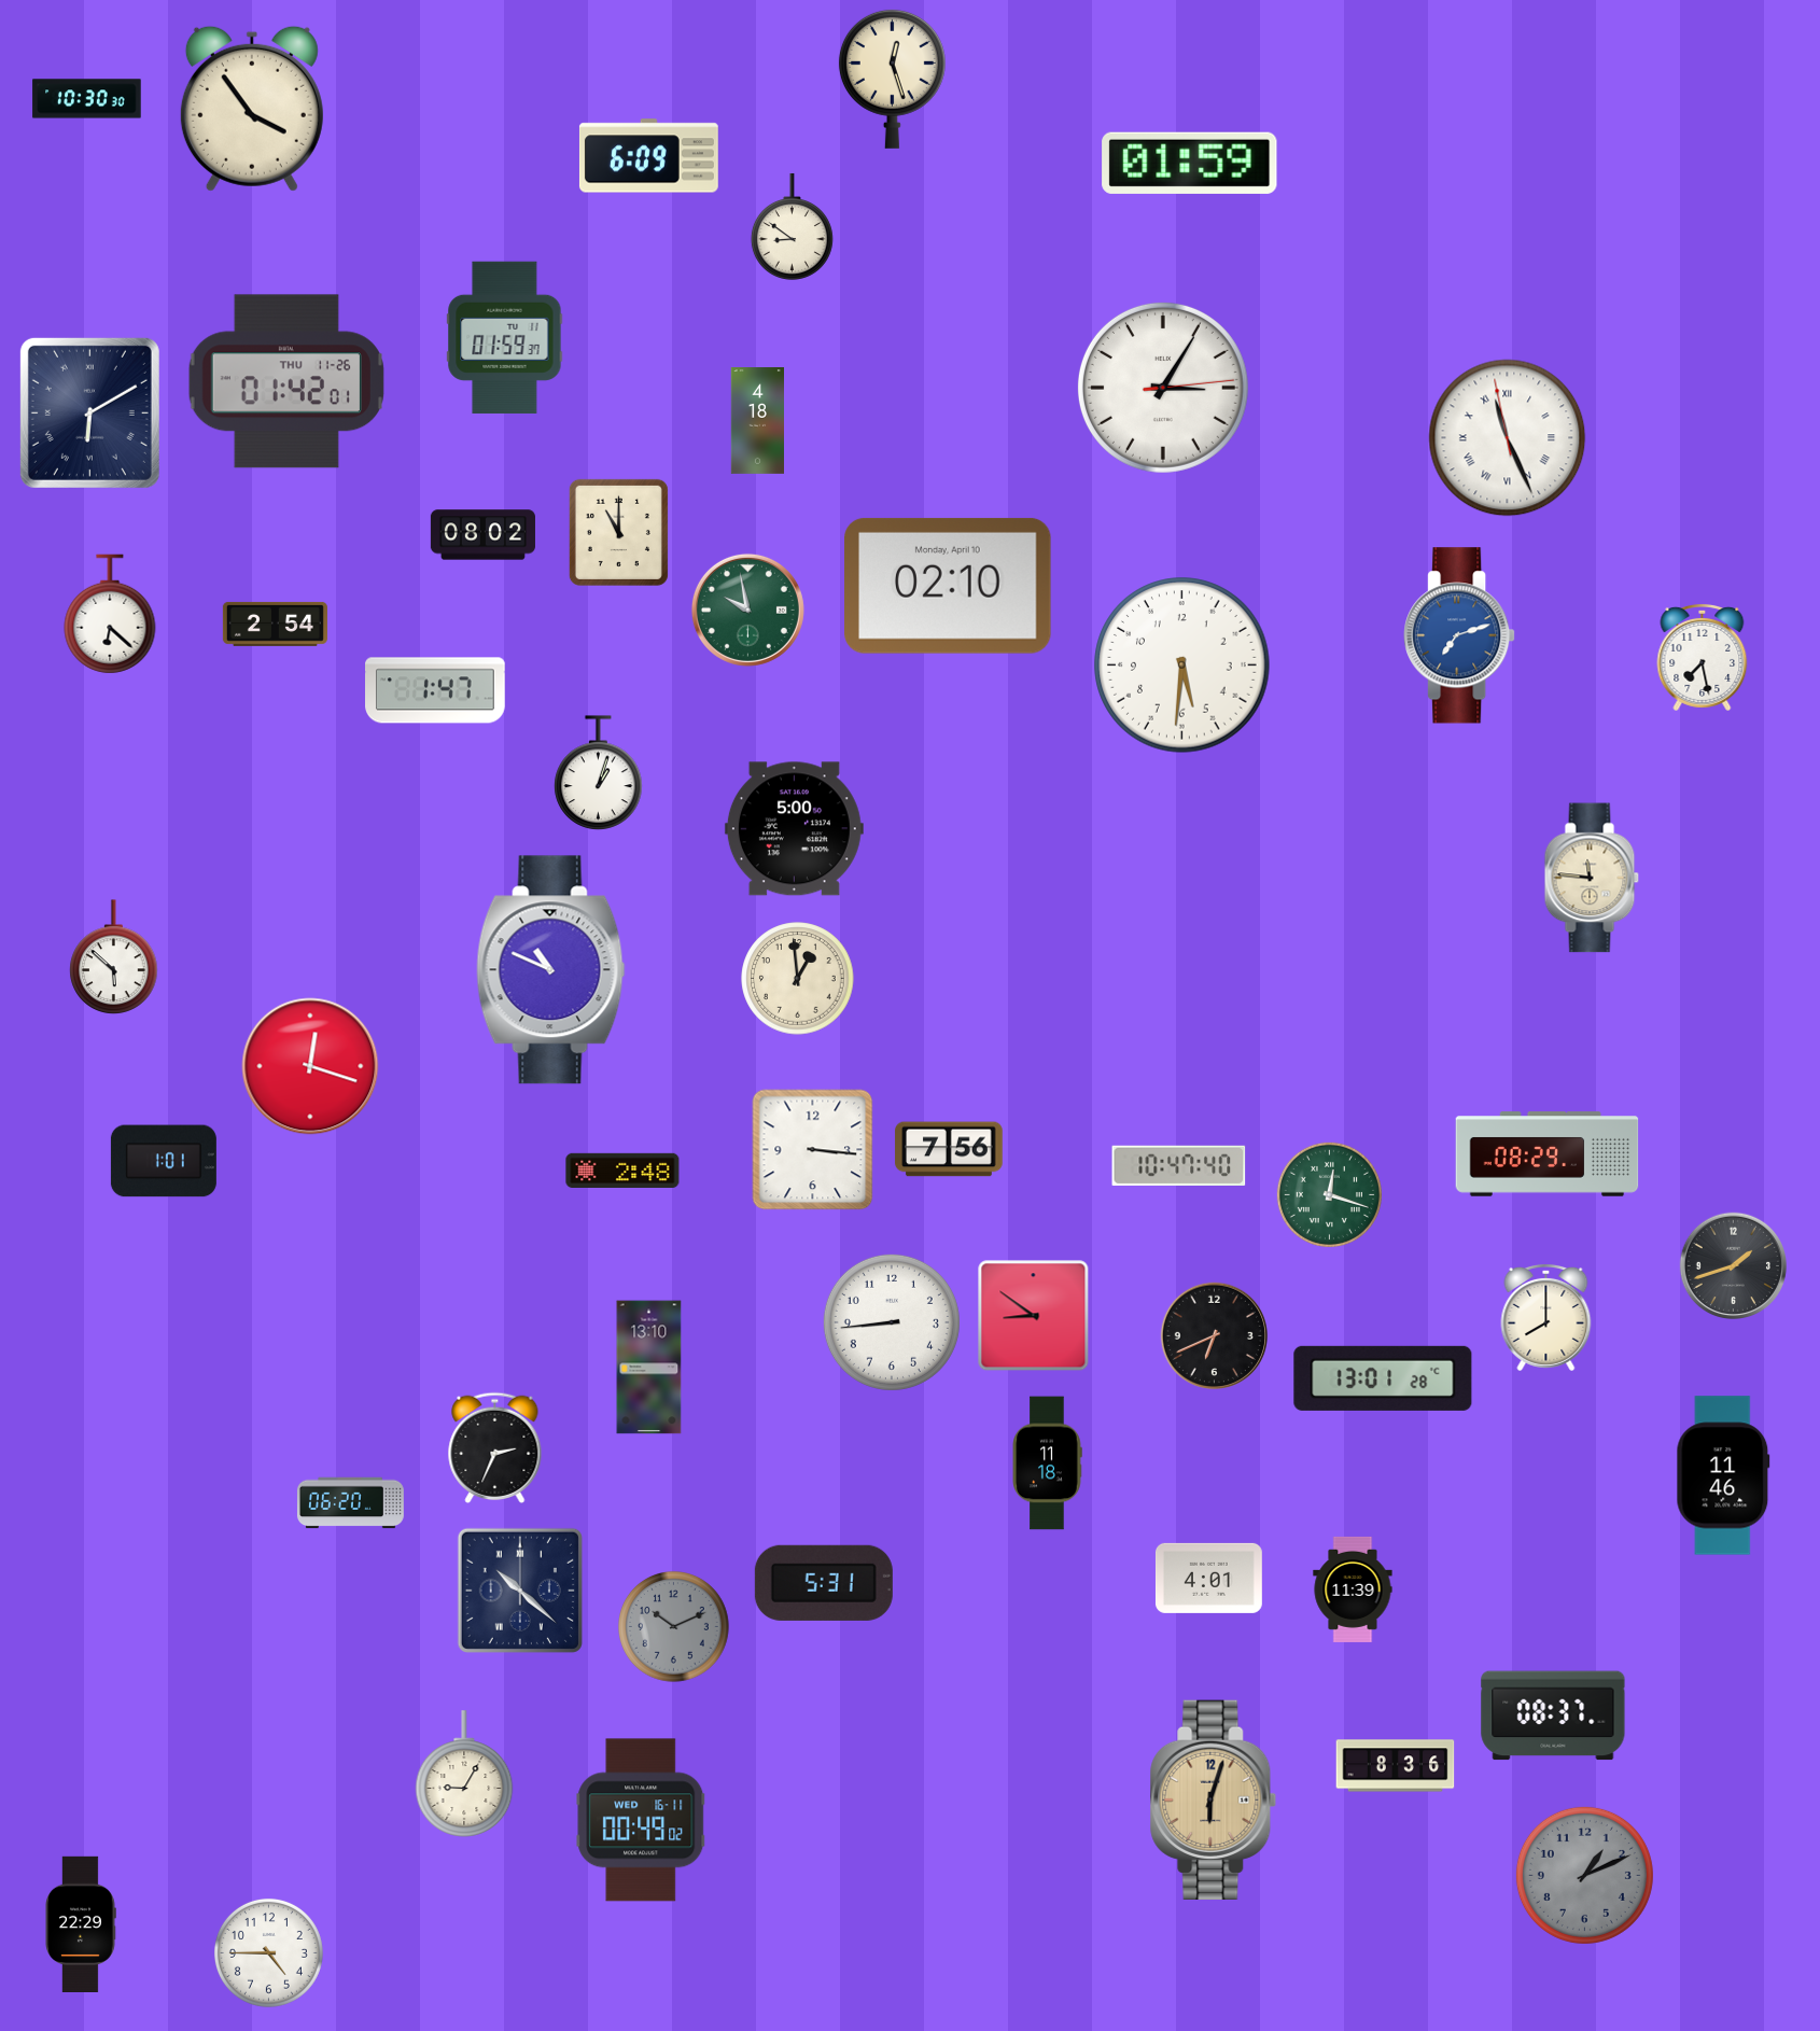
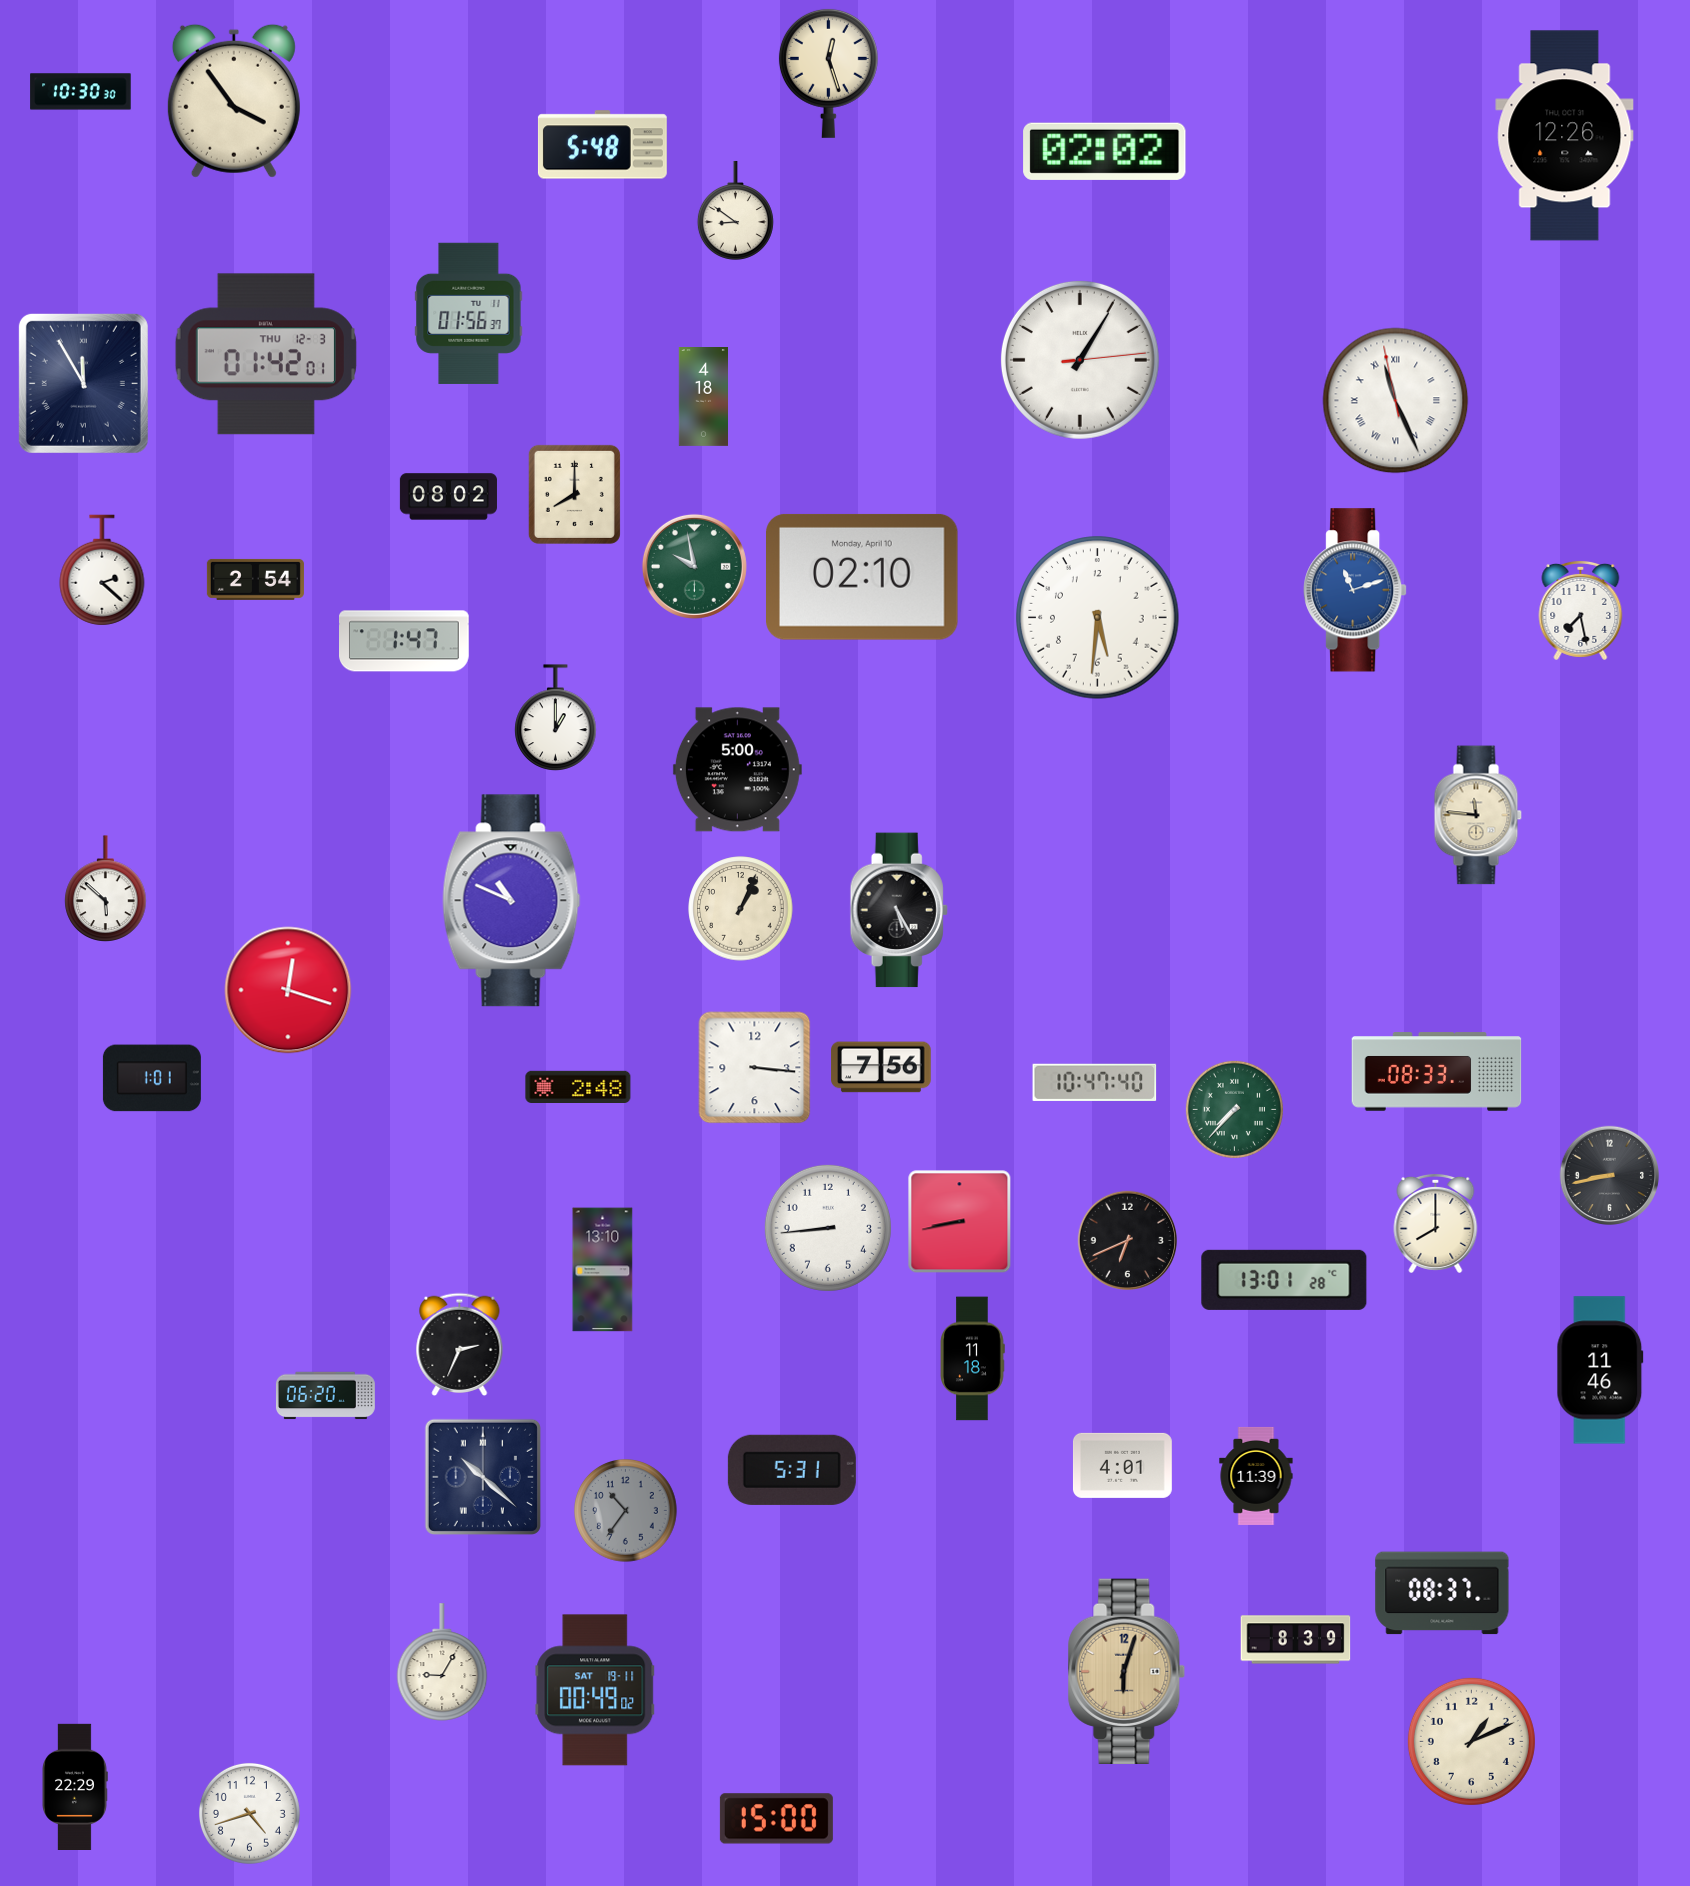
clock at (1565, 136): none -> 12:26
clock at (648, 156): 6:09 -> 5:48
clock at (1190, 163): 01:59 -> 02:02
clock at (505, 337): 01:59 -> 01:56
clock at (286, 381) date: THU 11-26 -> THU 12-3
clock at (1163, 388): 3:05 -> 1:05
clock at (89, 412): 6:10 -> 11:55
clock at (757, 421) position: (757, 421) -> (703, 397)
clock at (1508, 438) position: (1508, 438) -> (1396, 401)
clock at (618, 532): 11:00 -> 8:00
clock at (949, 586) position: (949, 586) -> (863, 577)
clock at (110, 614): 6:22 -> 2:22
clock at (1459, 635): 7:12 -> 11:12
clock at (599, 773): 1:03 -> 1:00
clock at (798, 979): 12:59 -> 1:04
clock at (899, 910): none -> 5:25
clock at (1548, 1154): 08:29 -> 08:33
clock at (1329, 1194): 12:18 -> 7:37
clock at (1733, 1265): 1:42 -> 8:43
clock at (1034, 1316): 8:51 -> 8:43
clock at (824, 1583) position: (824, 1583) -> (792, 1470)
clock at (674, 1627): 10:11 -> 10:36
clock at (1396, 1766): 8:36 -> 8:39
clock at (464, 1774) position: (464, 1774) -> (442, 1662)
clock at (641, 1820) date: WED 16-11 -> SAT 19-11
clock at (1584, 1875) dial: grey -> cream
clock at (268, 1952): 4:45 -> 4:42
clock at (776, 1819): none -> 15:00
